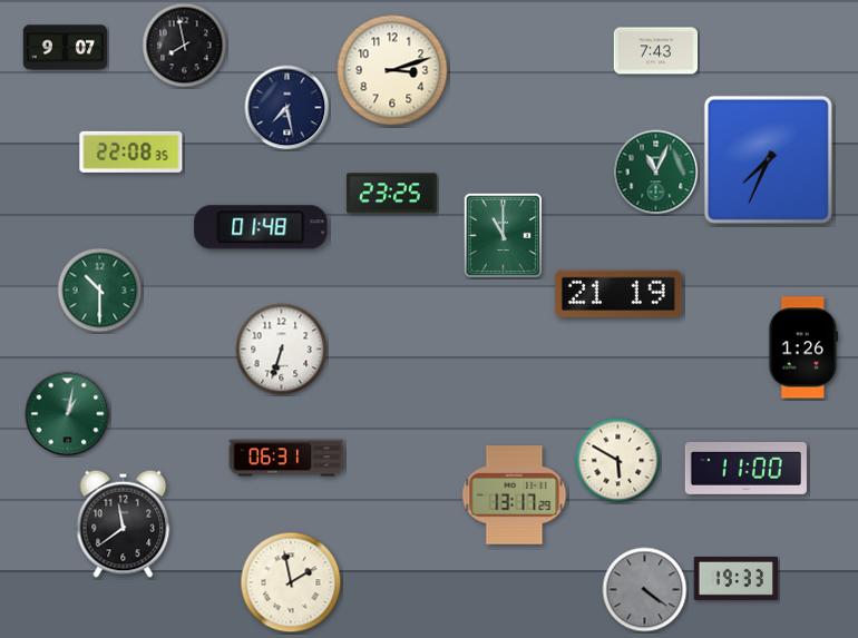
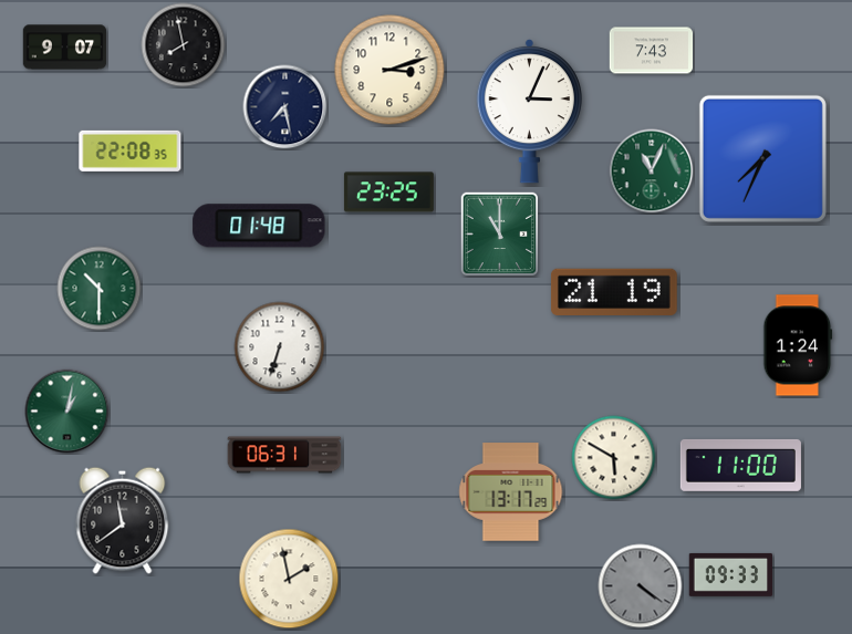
clock at (529, 111): none -> 3:04
clock at (803, 347): 1:26 -> 1:24
clock at (735, 578): 19:33 -> 09:33
